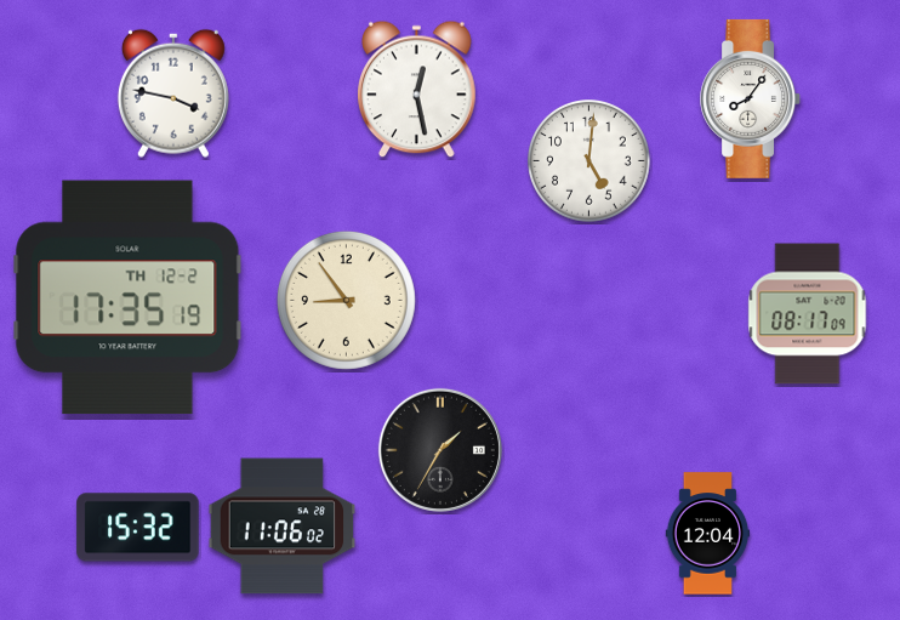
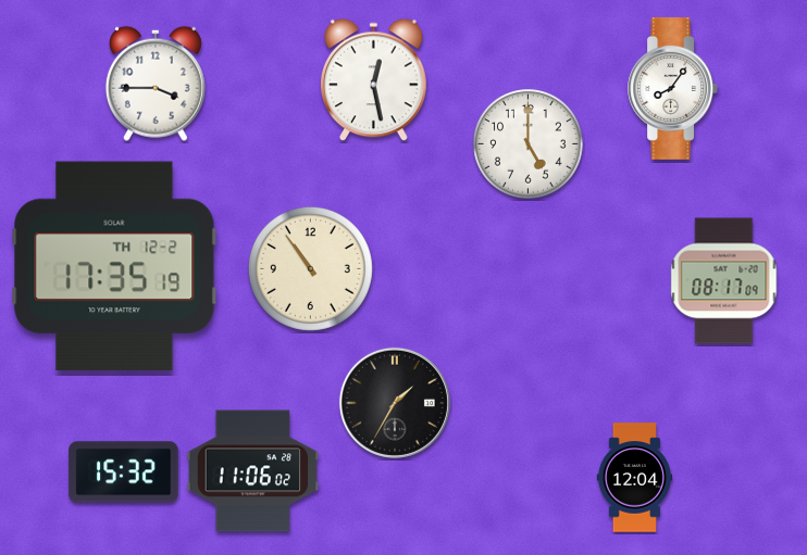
clock at (173, 93): 3:47 -> 3:45
clock at (589, 161): 5:01 -> 5:00
clock at (346, 300): 8:54 -> 10:54
